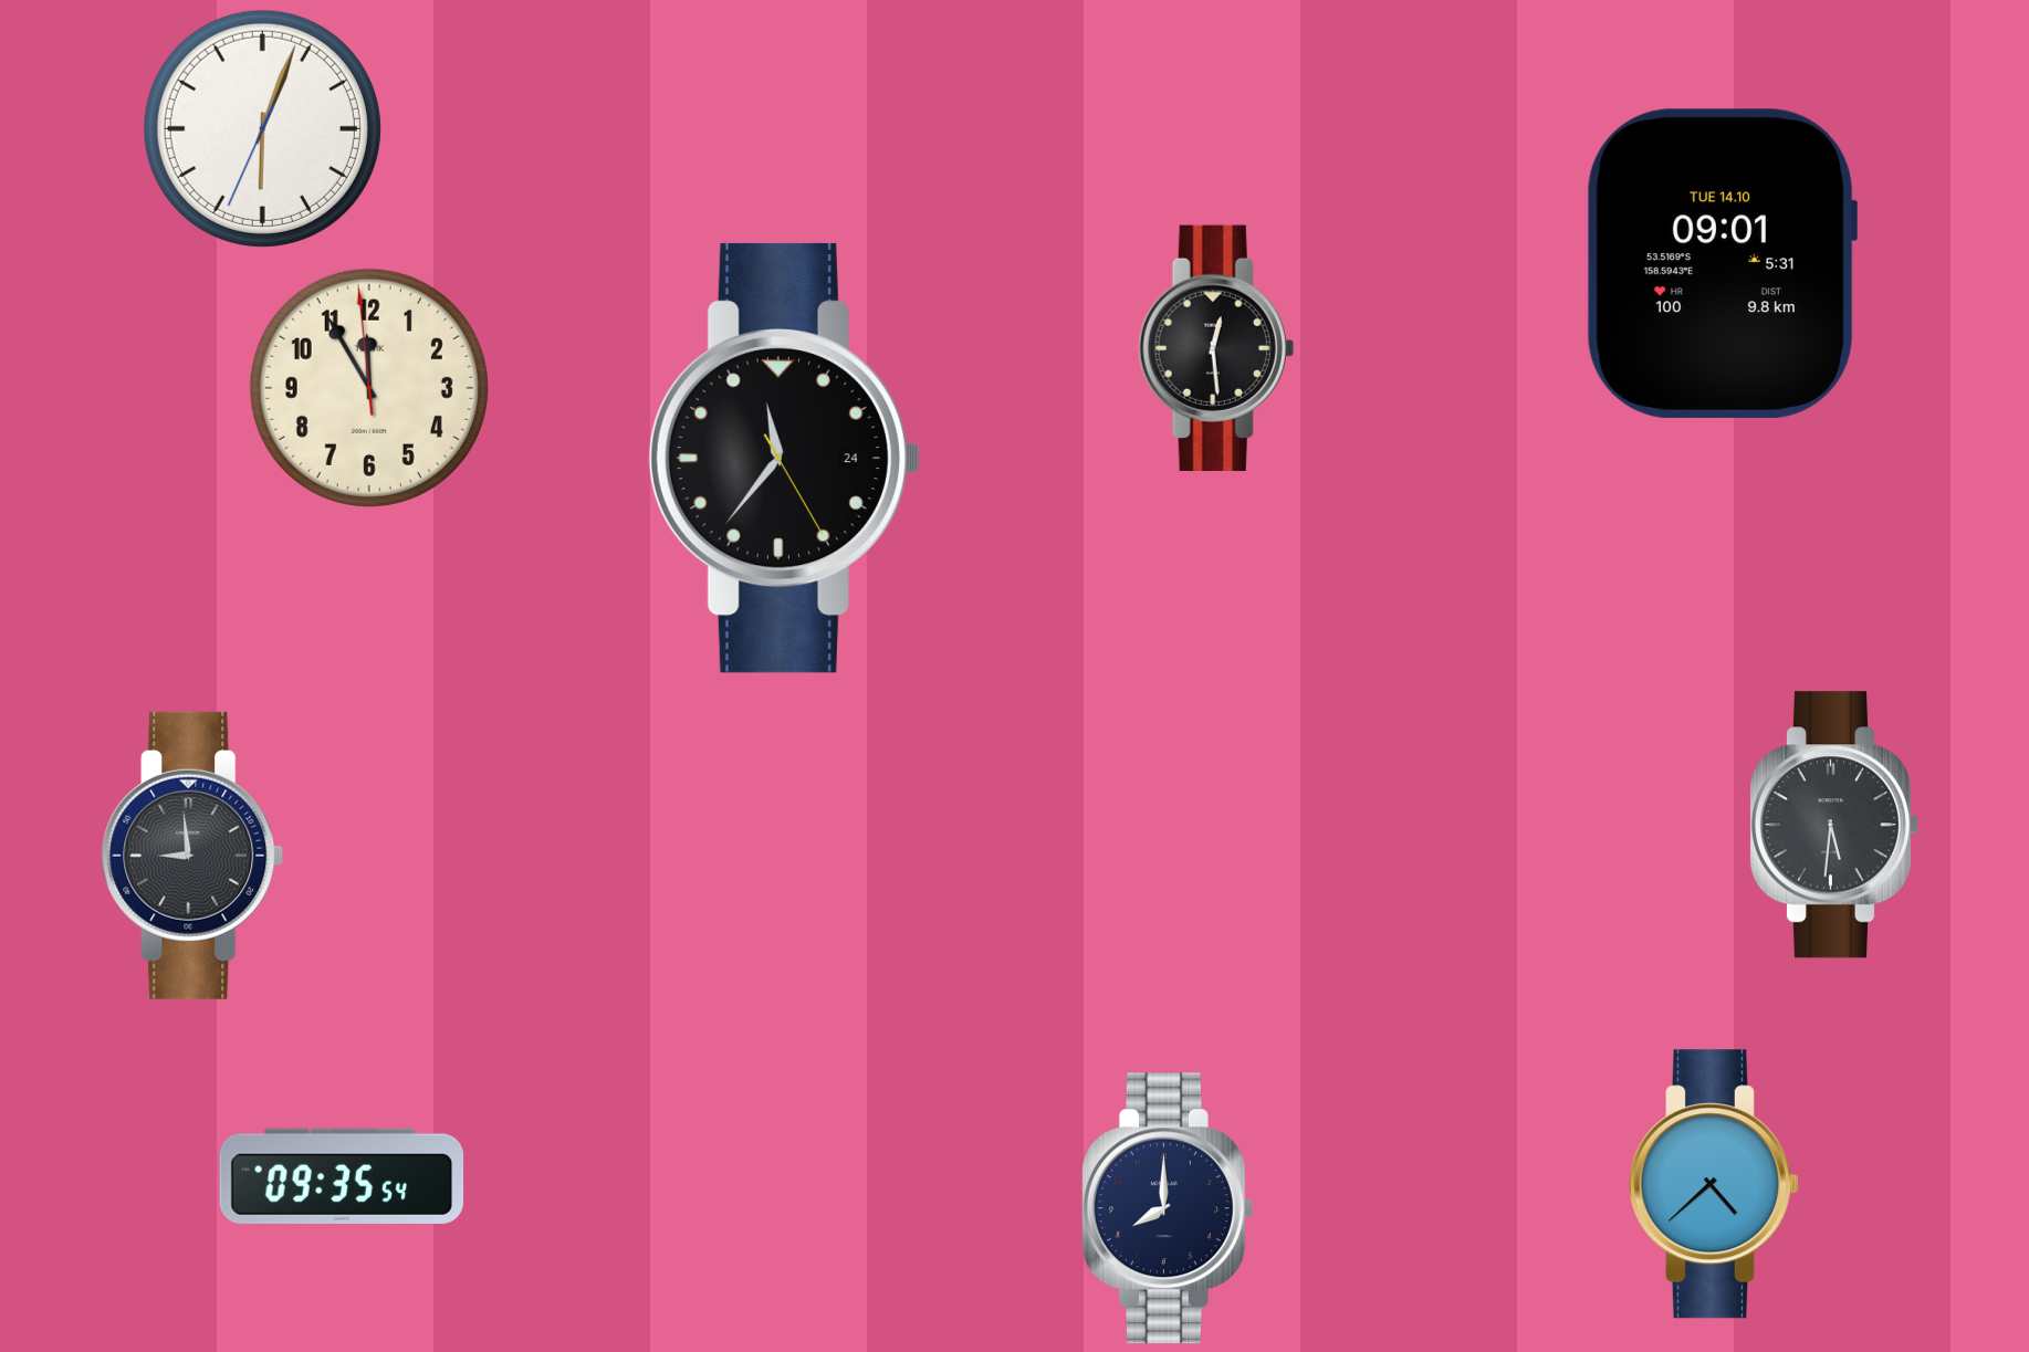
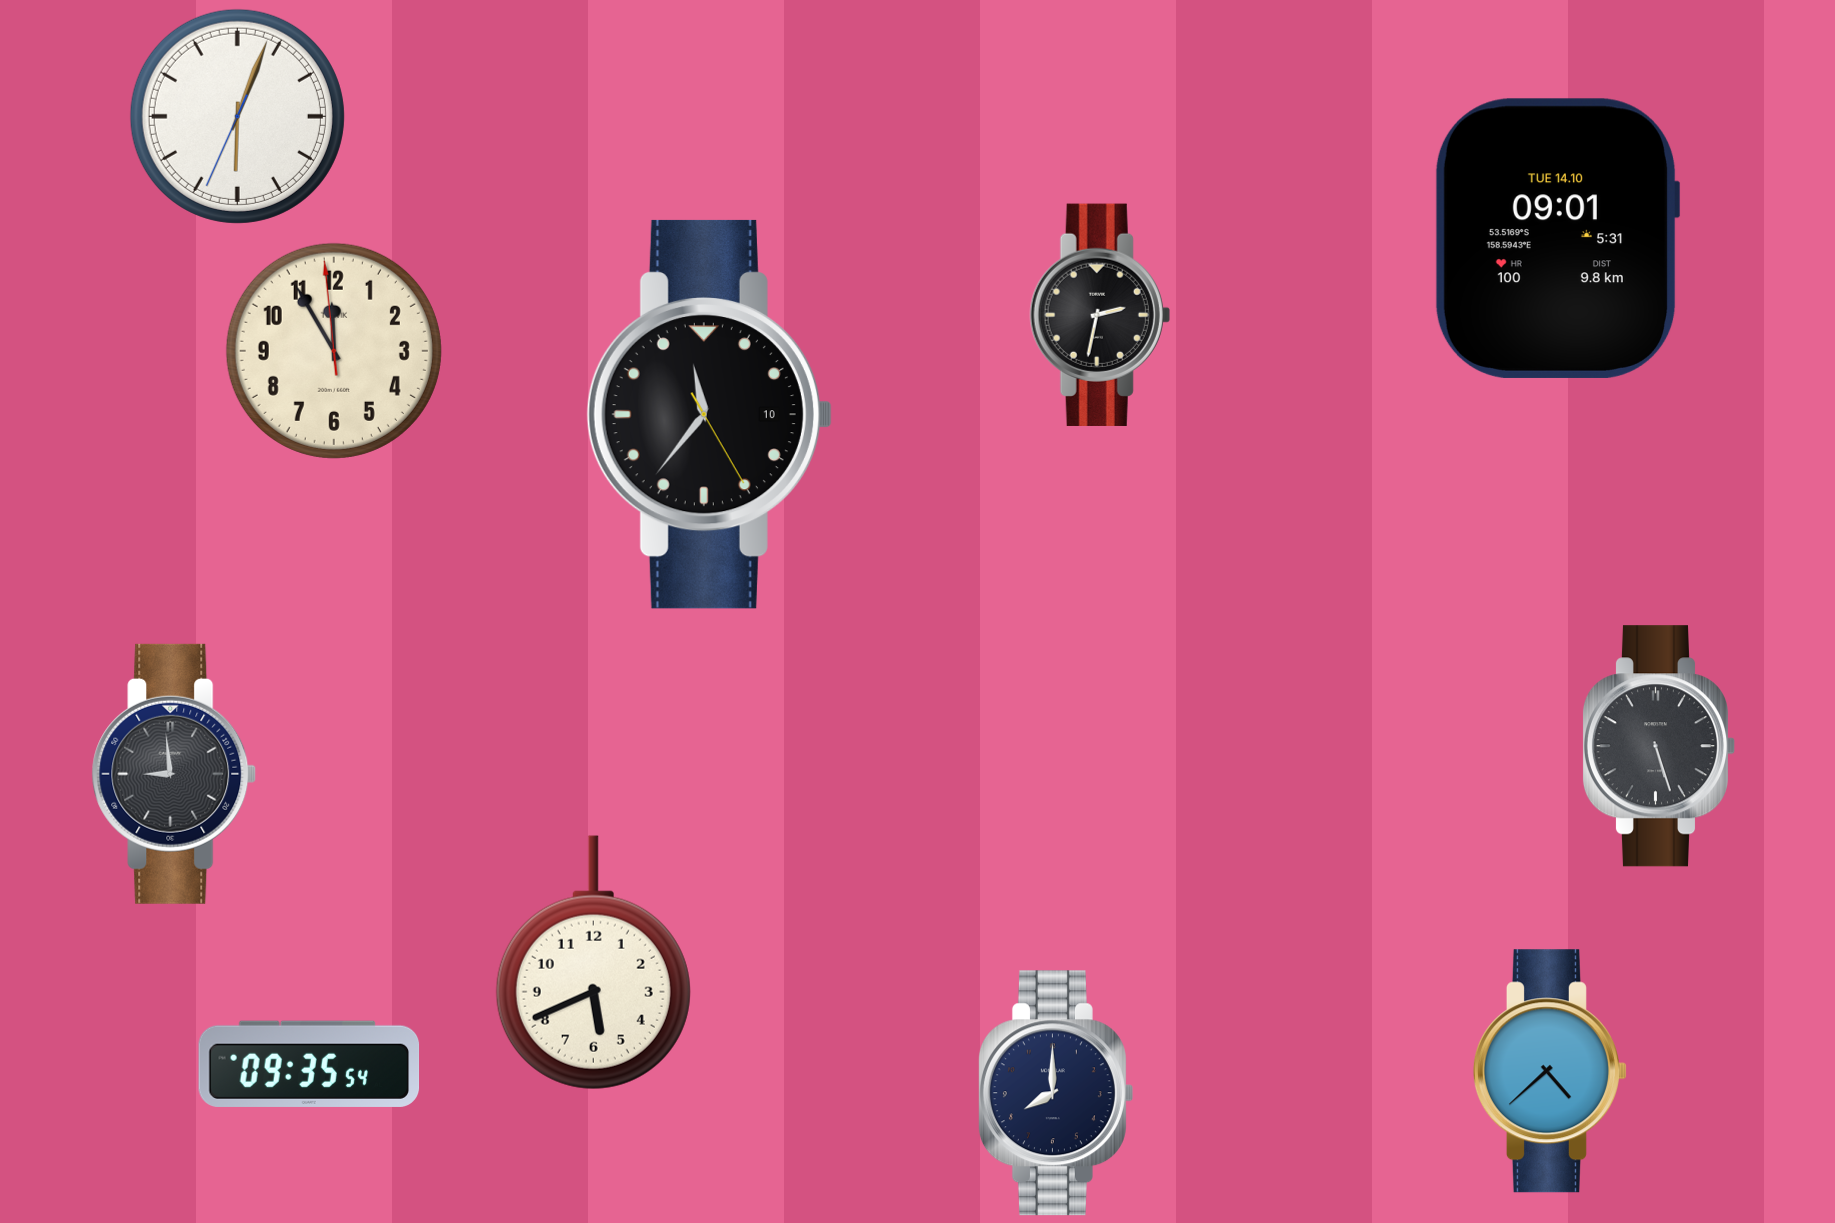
clock at (1216, 348): 12:29 -> 2:32
clock at (784, 458) date: 24 -> 10
clock at (1833, 825): 5:31 -> 5:27
clock at (593, 963): none -> 5:41
